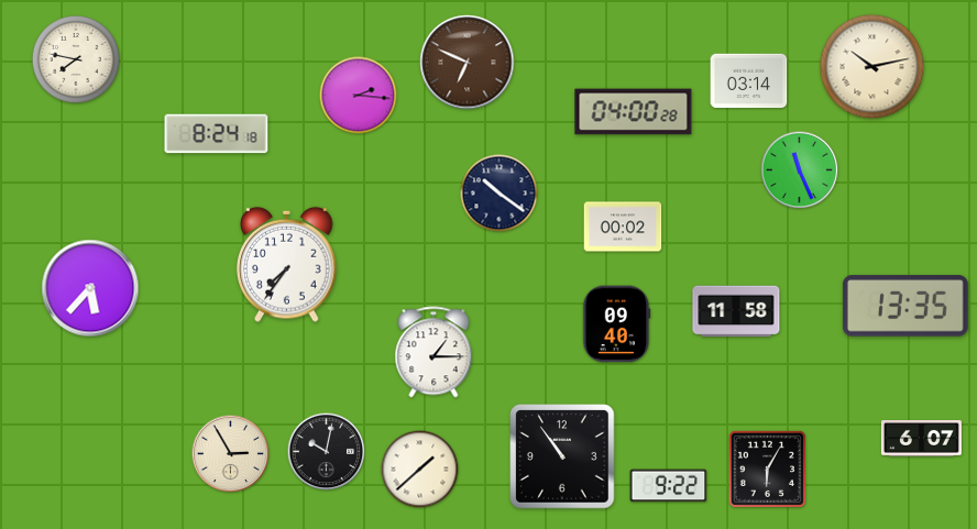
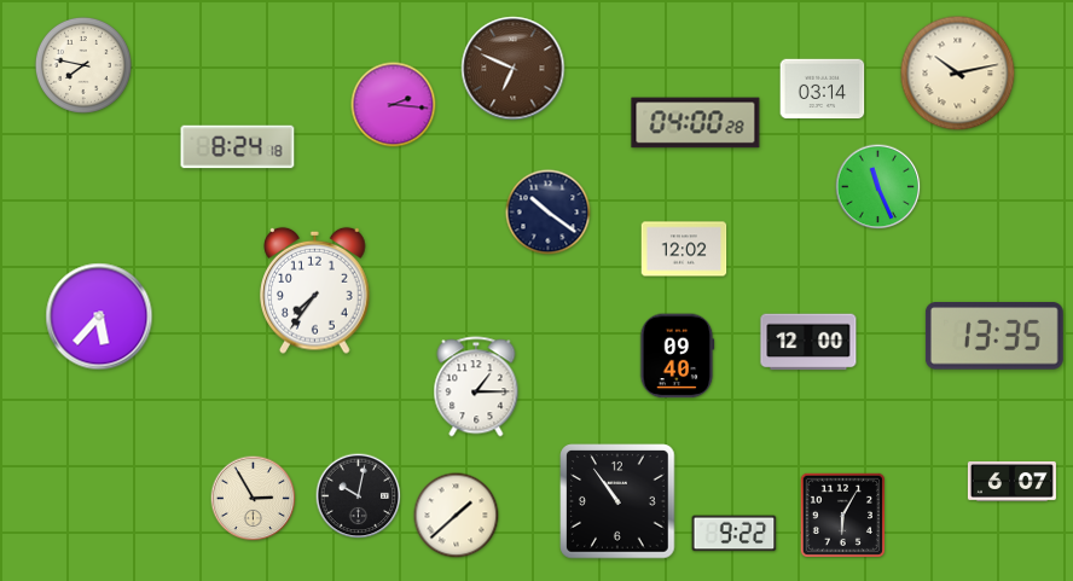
clock at (623, 227): 00:02 -> 12:02
clock at (736, 311): 11:58 -> 12:00
clock at (420, 470) position: (420, 470) -> (457, 516)
